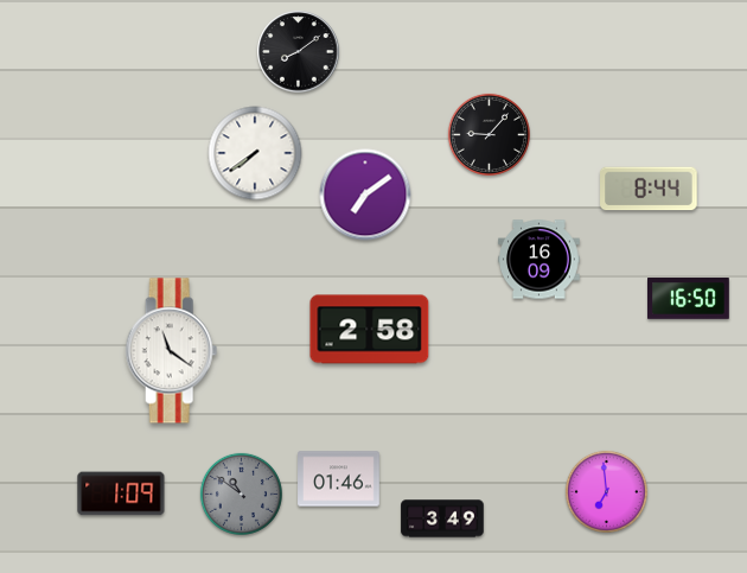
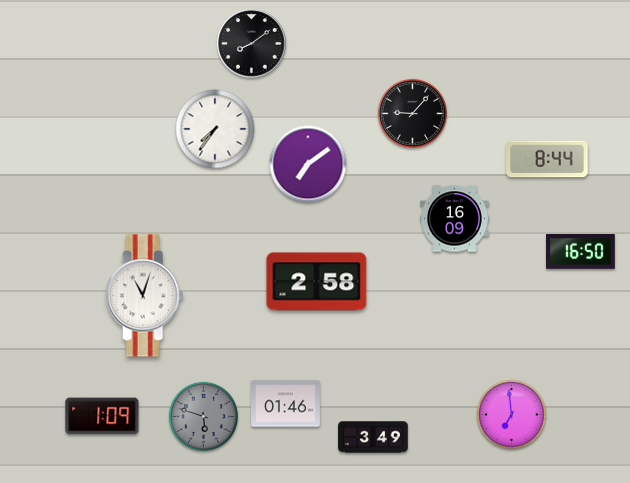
clock at (255, 153): 7:39 -> 7:36
clock at (370, 330) position: (370, 330) -> (317, 282)
clock at (172, 351): 11:21 -> 11:03
clock at (241, 494): 10:51 -> 5:48
